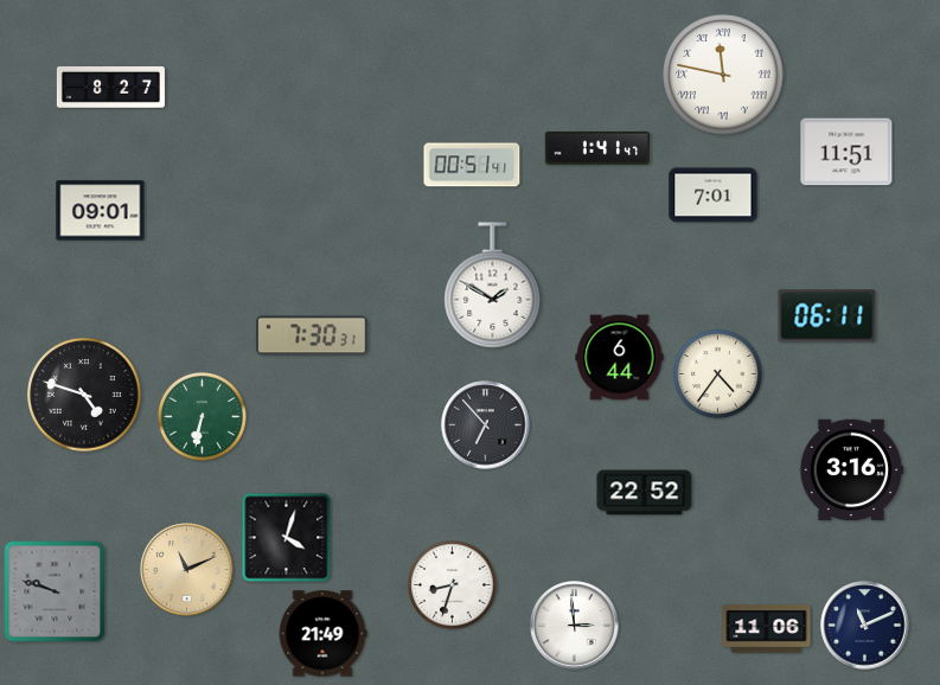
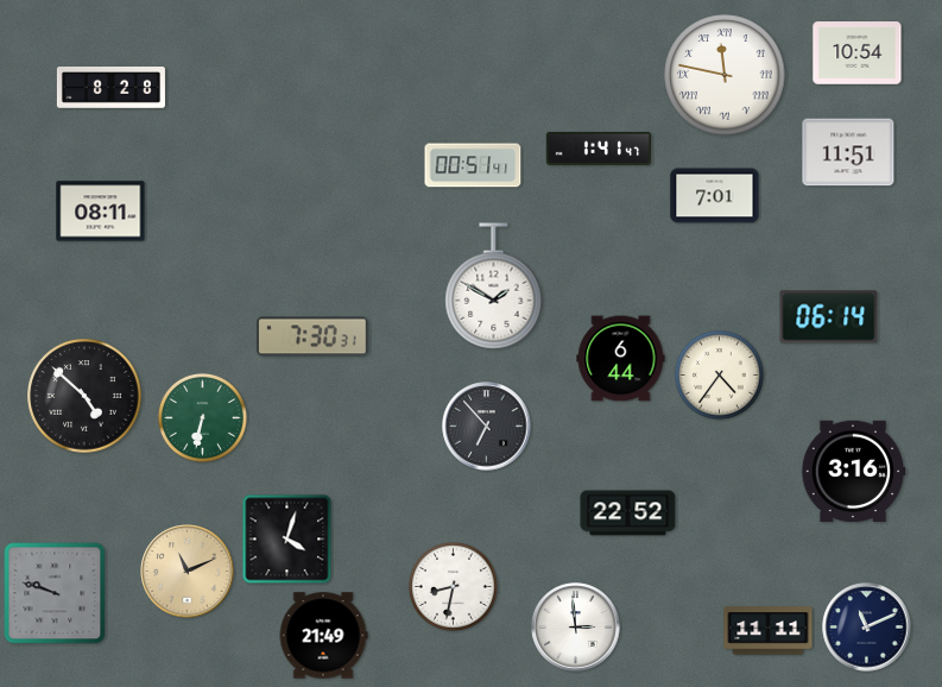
clock at (858, 53): none -> 10:54
clock at (110, 88): 8:27 -> 8:28
clock at (101, 211): 09:01 -> 08:11
clock at (827, 316): 06:11 -> 06:14
clock at (84, 395): 4:48 -> 4:52
clock at (645, 493) position: (645, 493) -> (628, 513)
clock at (452, 584): 8:33 -> 8:32
clock at (767, 629): 11:06 -> 11:11
